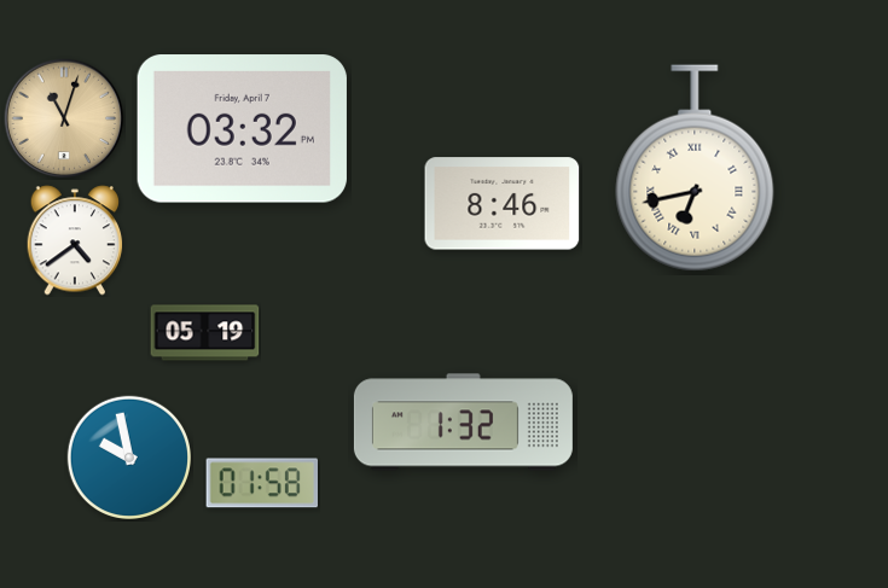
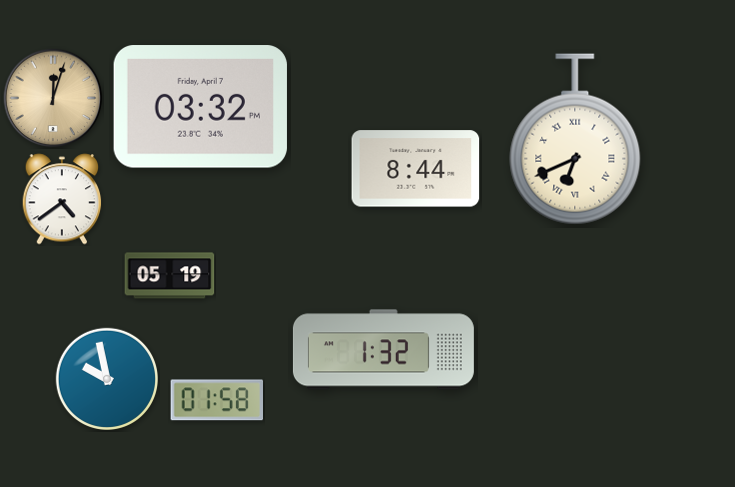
clock at (64, 118): 11:03 -> 12:03
clock at (695, 168): 6:43 -> 6:41
clock at (503, 204): 8:46 -> 8:44
